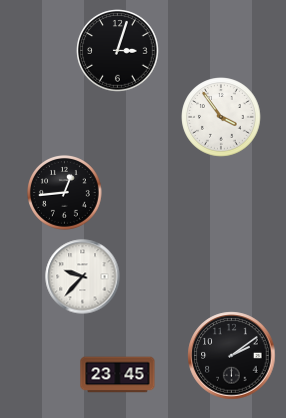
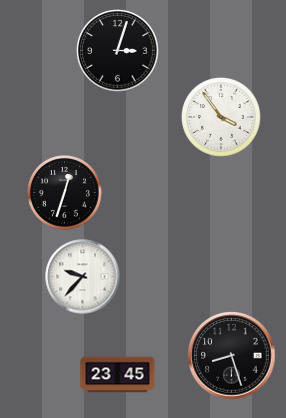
clock at (65, 193): 12:44 -> 12:33
clock at (232, 356): 2:09 -> 8:27
